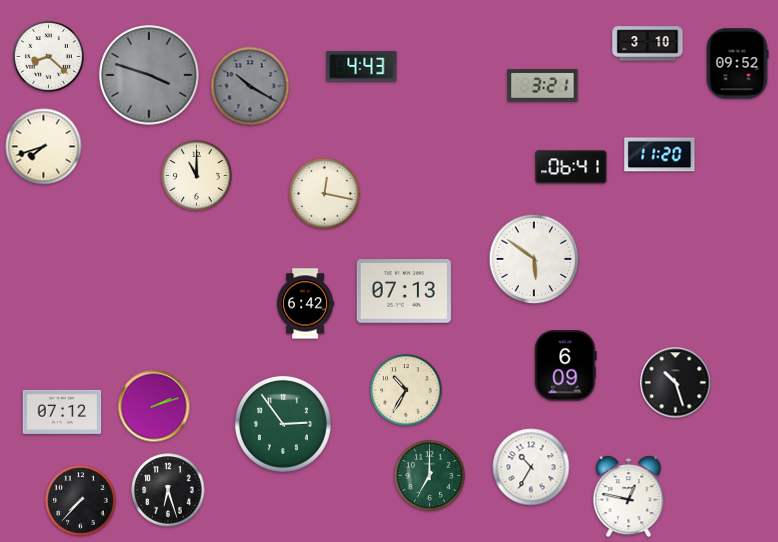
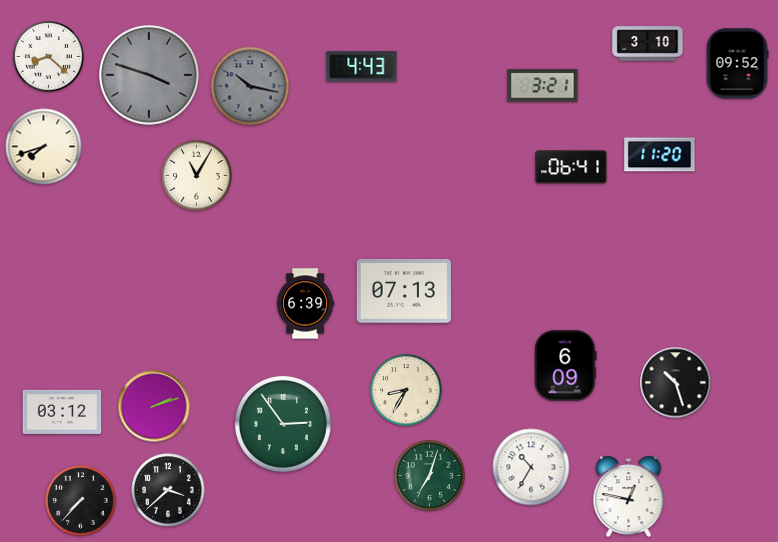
clock at (250, 86): 10:20 -> 10:17
clock at (197, 176): 11:00 -> 11:05
clock at (325, 194): 12:17 -> none
clock at (534, 259): 5:51 -> none
clock at (305, 304): 6:42 -> 6:39
clock at (406, 390): 10:35 -> 8:35
clock at (62, 412): 07:12 -> 03:12
clock at (430, 476): 7:00 -> 7:03
clock at (168, 490): 6:27 -> 3:38
